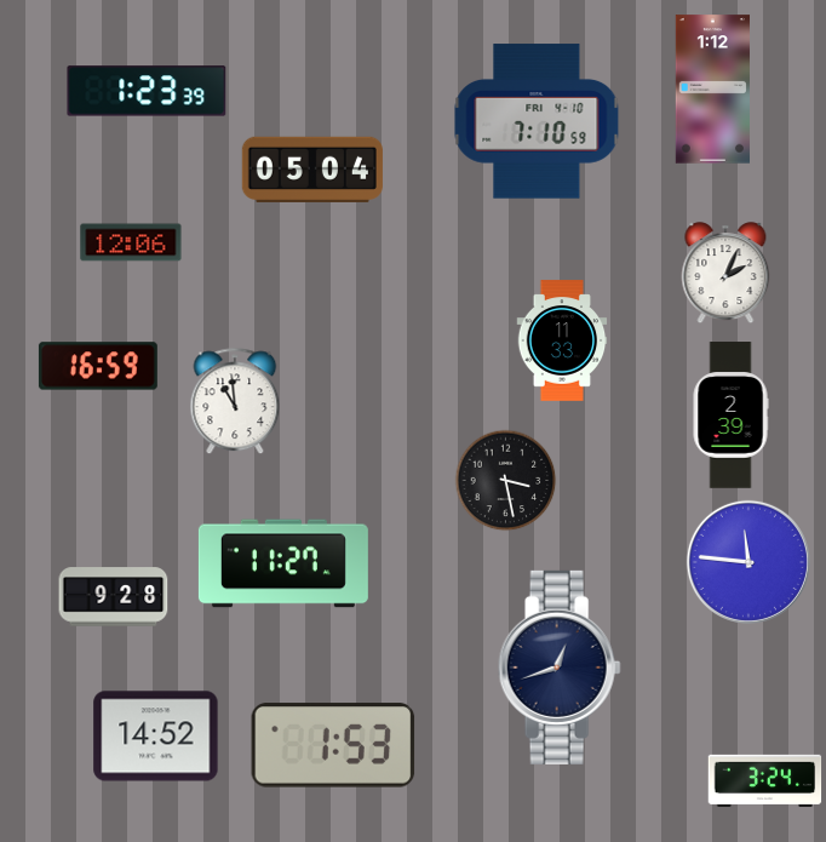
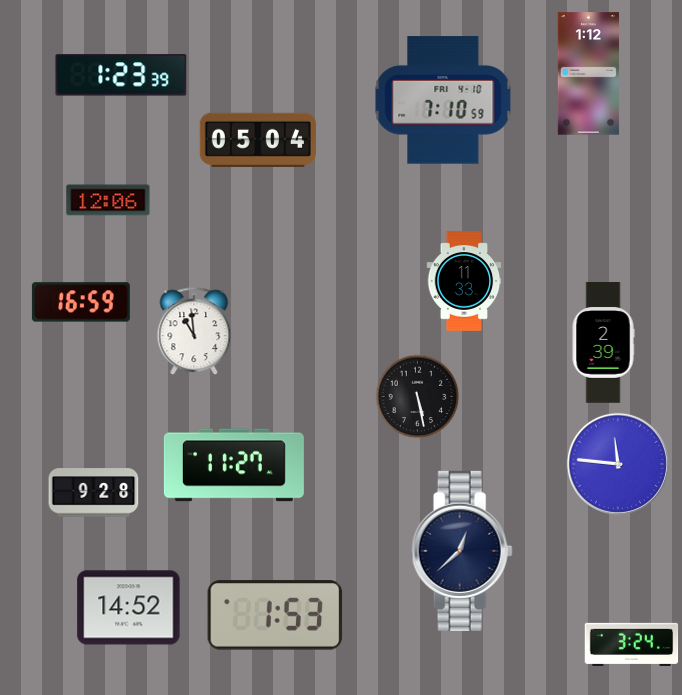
clock at (725, 274): 2:04 -> none
clock at (506, 481): 3:28 -> 5:28
clock at (560, 668): 12:42 -> 12:38
